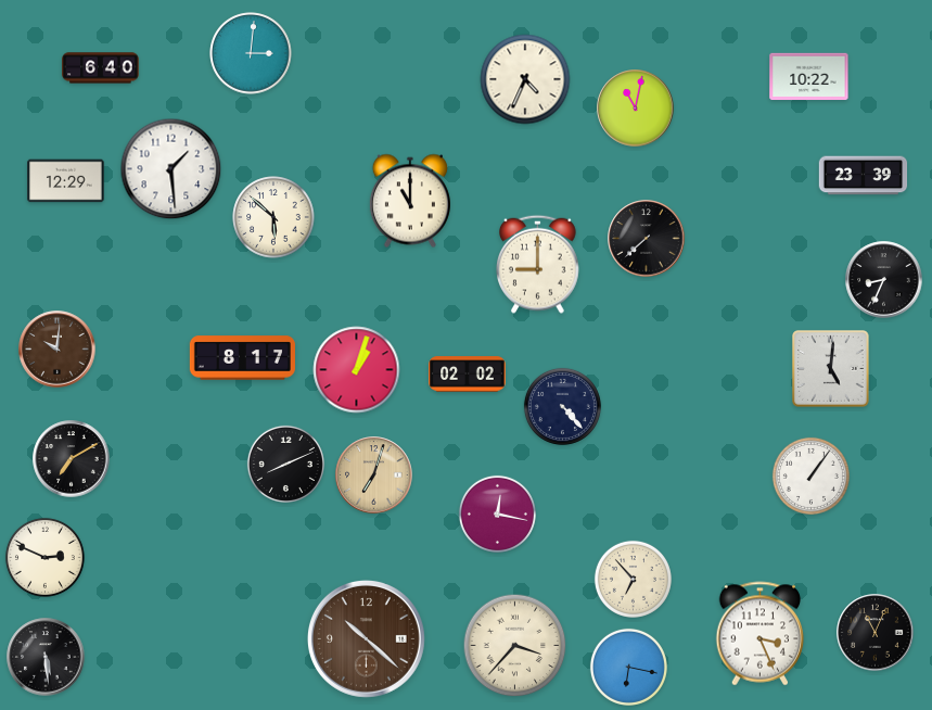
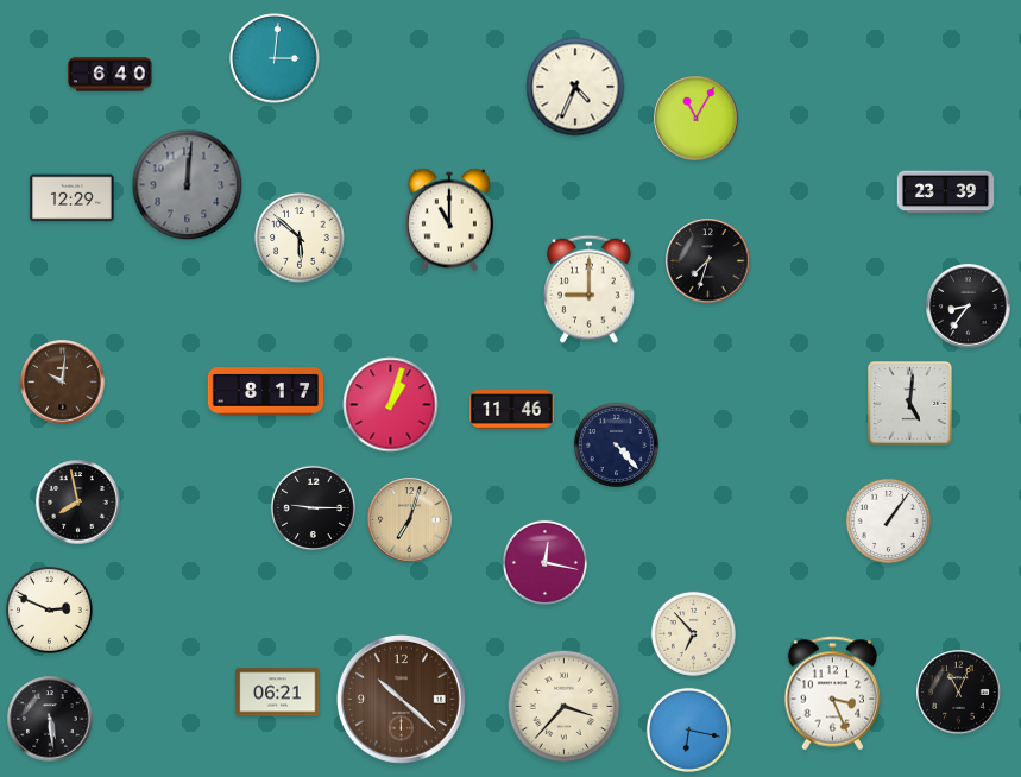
clock at (809, 77): 10:22 -> none
clock at (636, 109): 11:02 -> 11:05
clock at (171, 169): 1:29 -> 12:01
clock at (171, 169) dial: white -> grey
clock at (647, 239): 7:38 -> 7:33
clock at (884, 280): 8:34 -> 8:36
clock at (468, 375): 02:02 -> 11:46
clock at (72, 459): 7:10 -> 7:58
clock at (285, 464): 8:11 -> 9:15
clock at (278, 693): none -> 06:21
